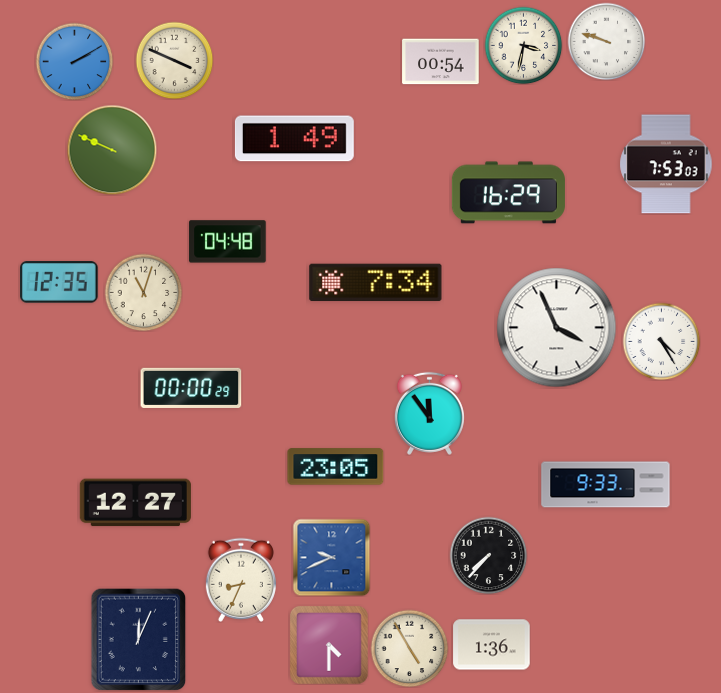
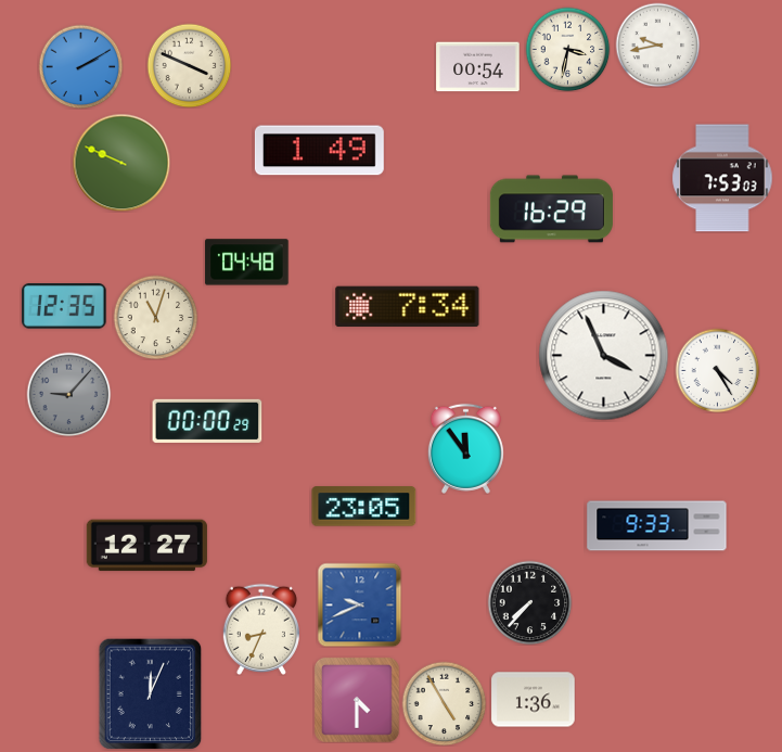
clock at (606, 41): 9:48 -> 9:43
clock at (68, 394): none -> 9:07
